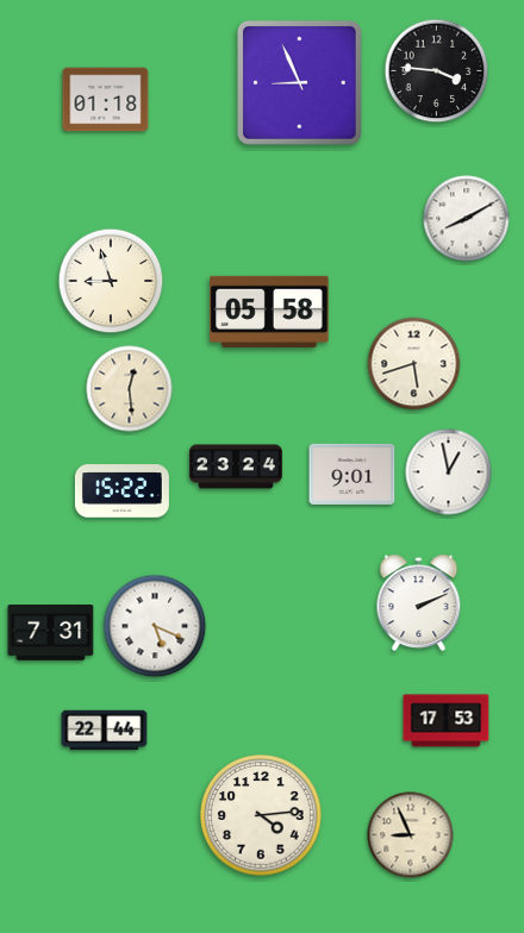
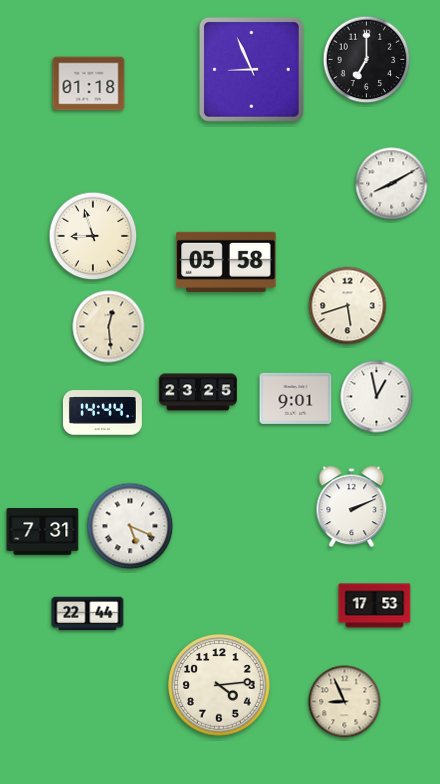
clock at (437, 71): 3:46 -> 7:00
clock at (236, 467): 23:24 -> 23:25
clock at (121, 491): 15:22 -> 14:44
